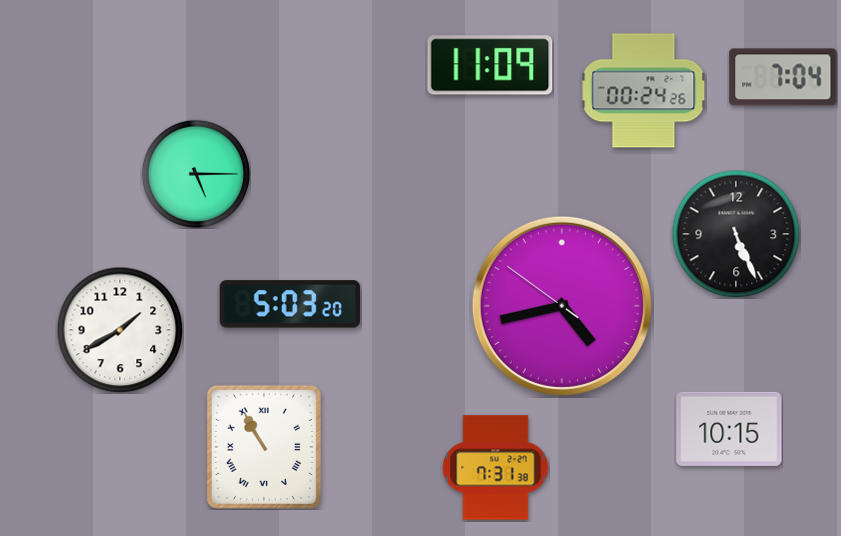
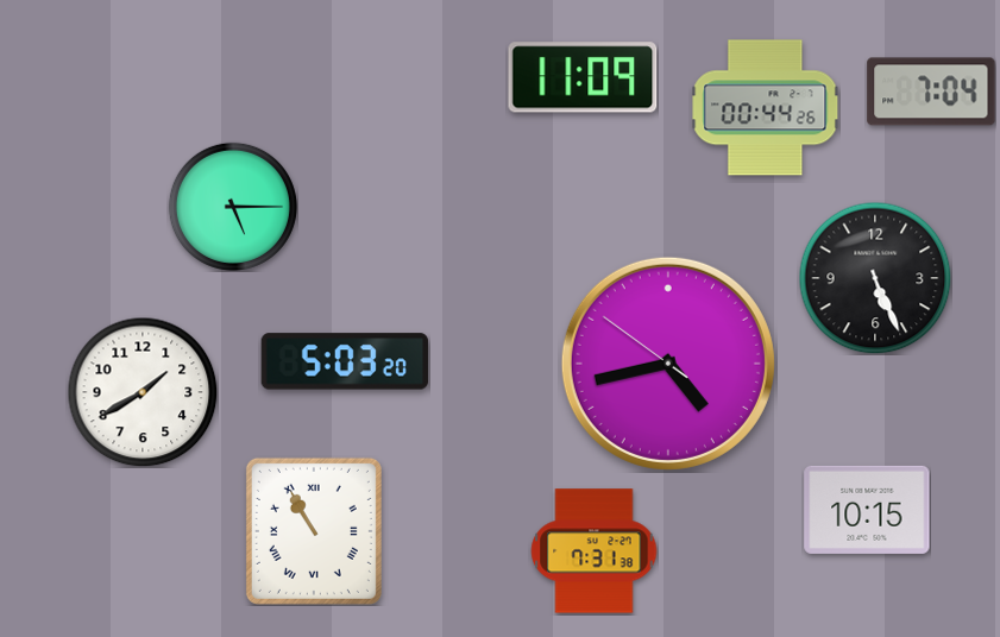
clock at (644, 91): 00:24 -> 00:44
clock at (496, 468) position: (496, 468) -> (595, 551)
